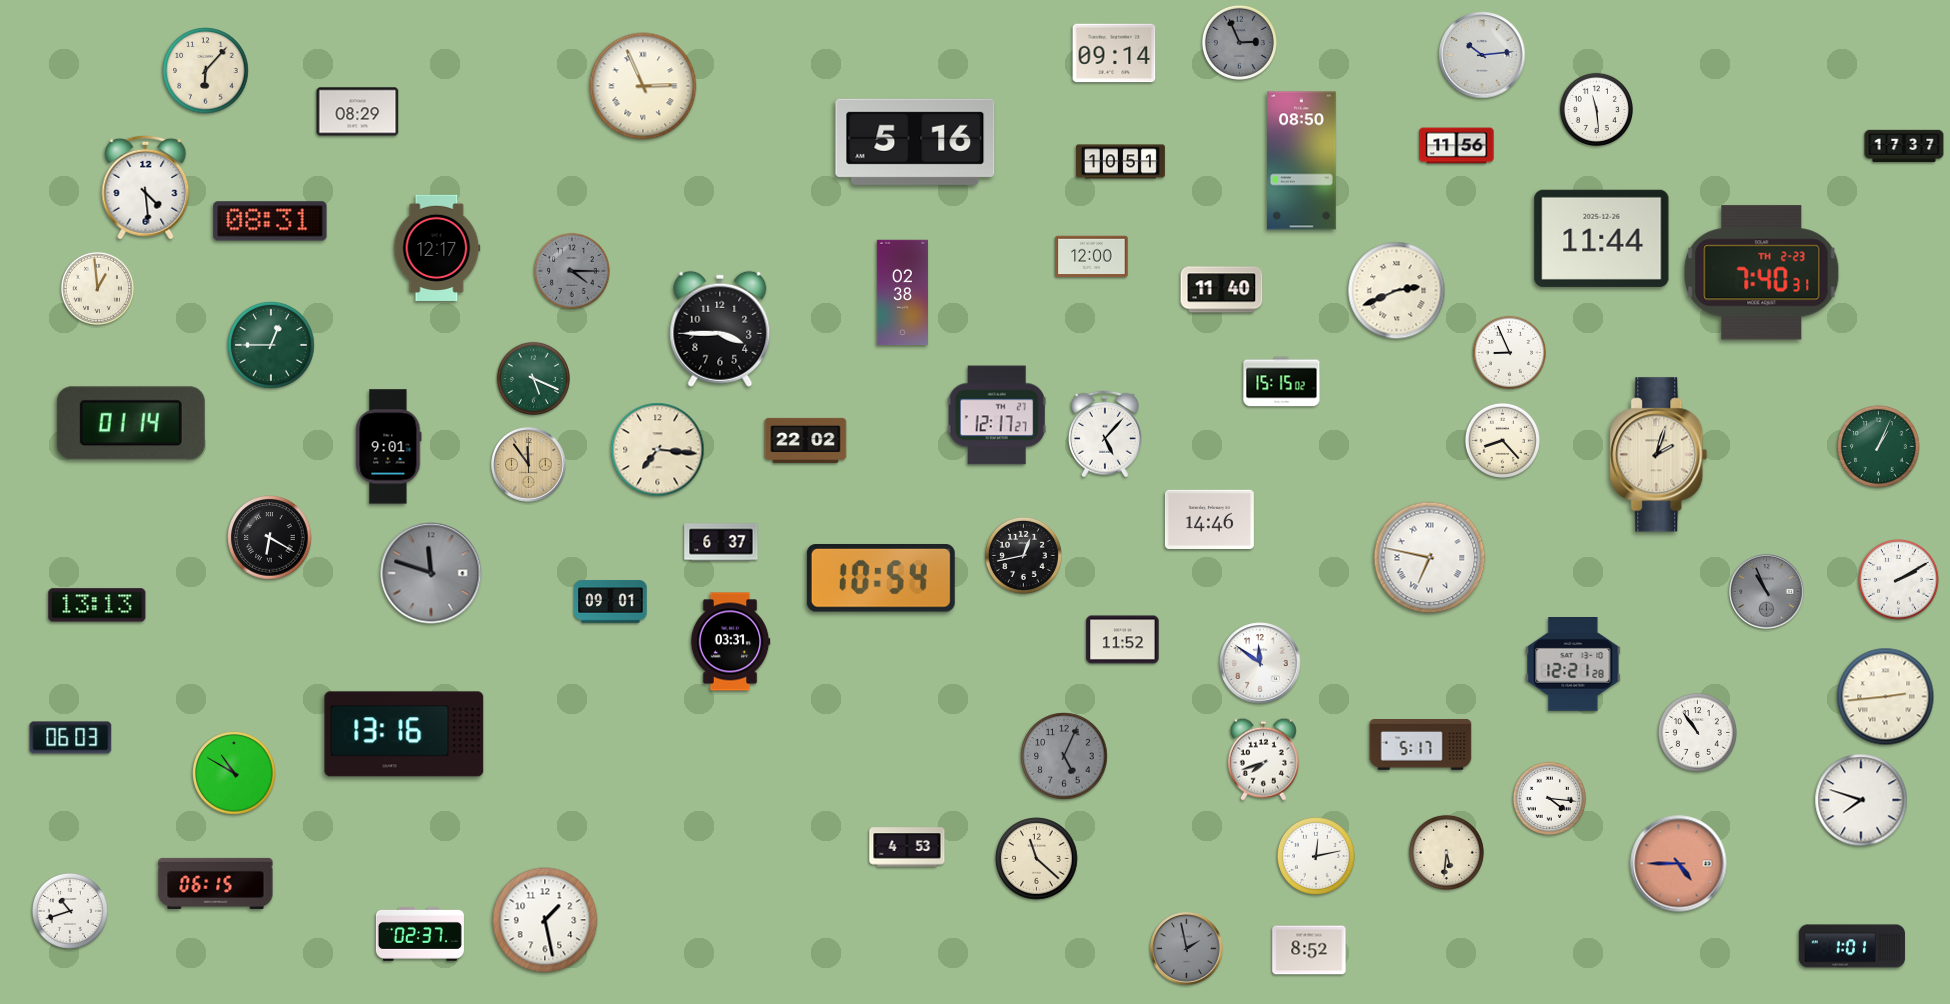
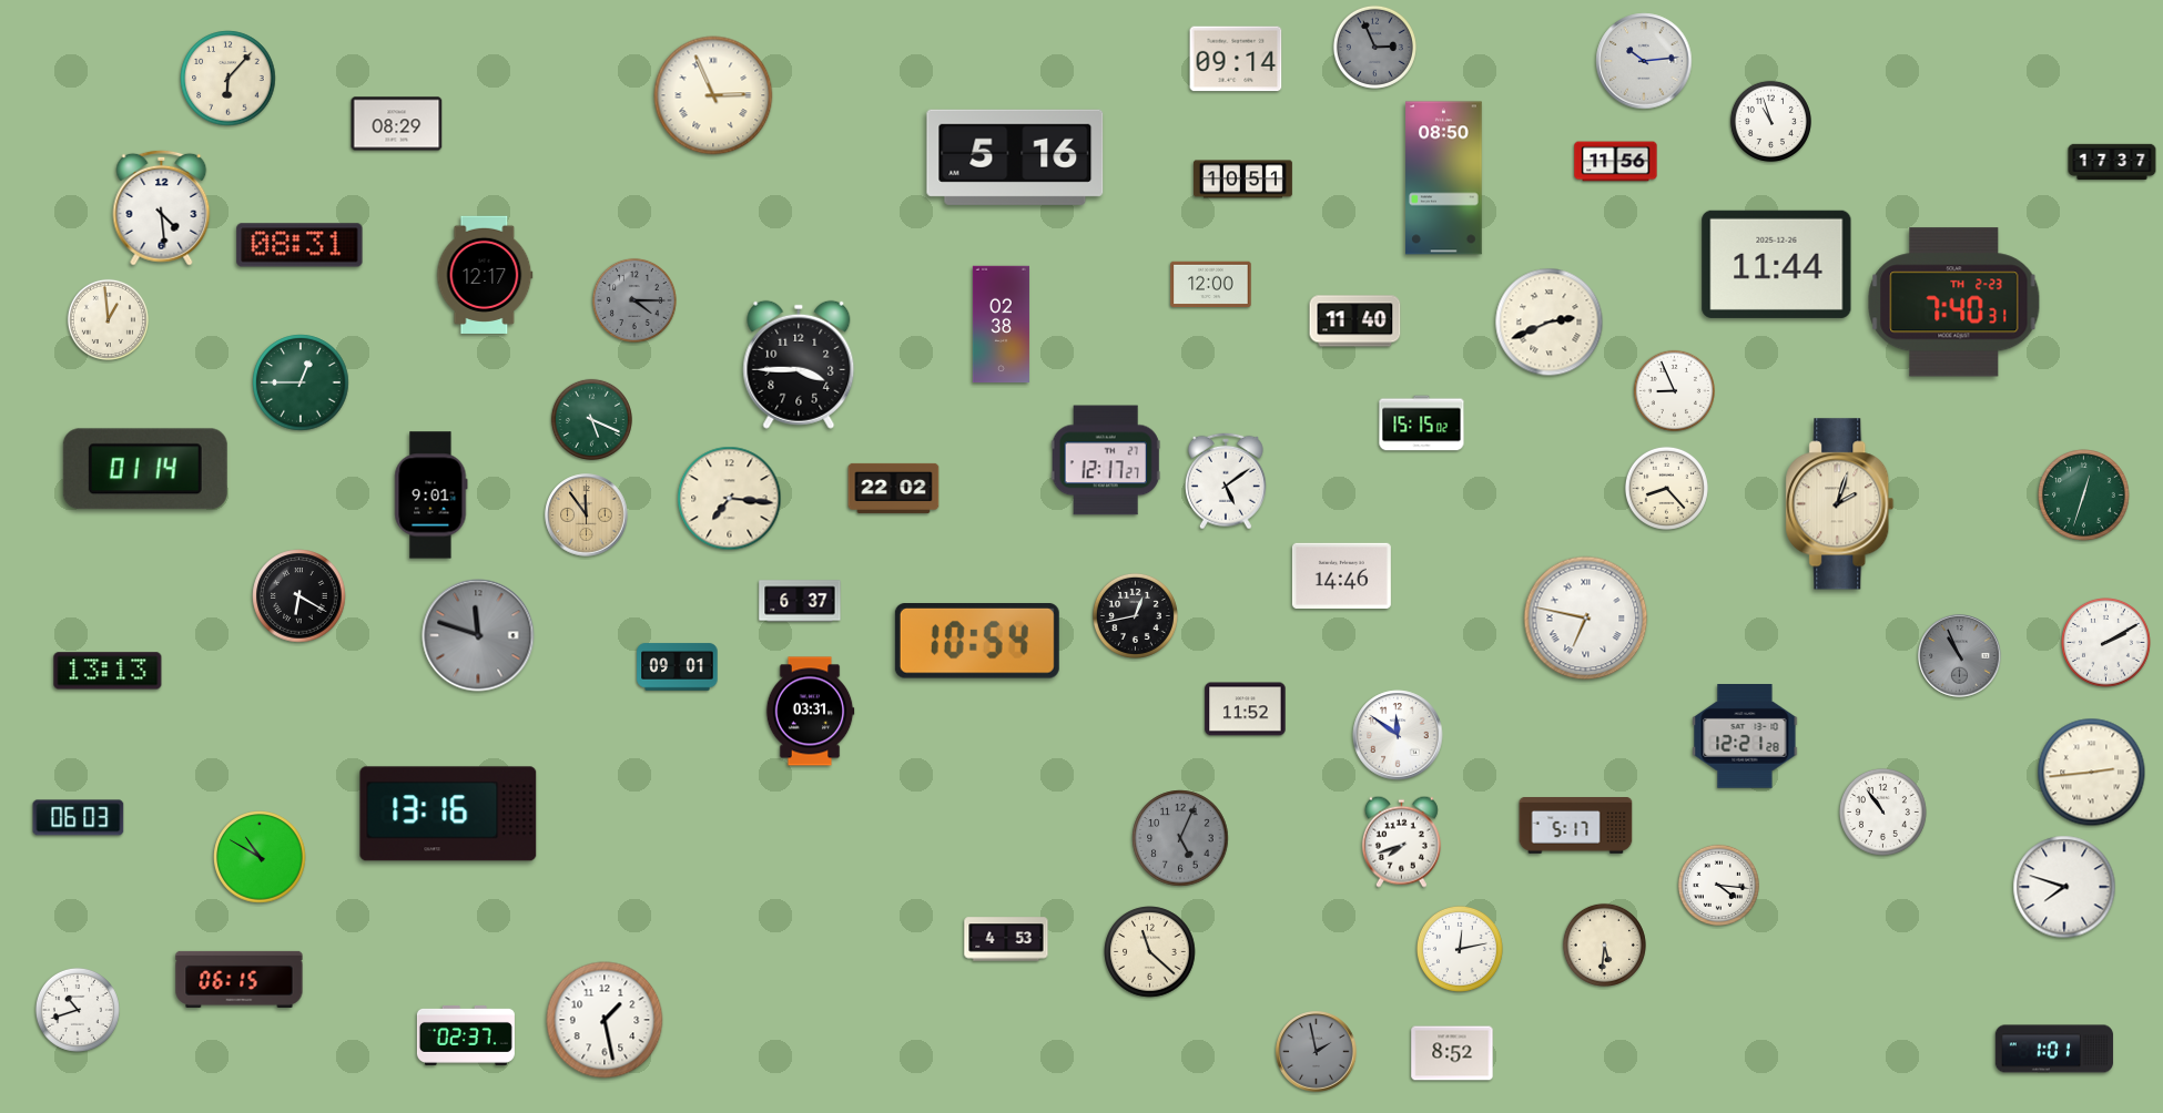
clock at (1596, 109): 11:29 -> 10:57
clock at (1105, 434): 5:07 -> 5:09
clock at (1879, 447): 1:04 -> 12:33
clock at (1679, 864): 4:45 -> none
